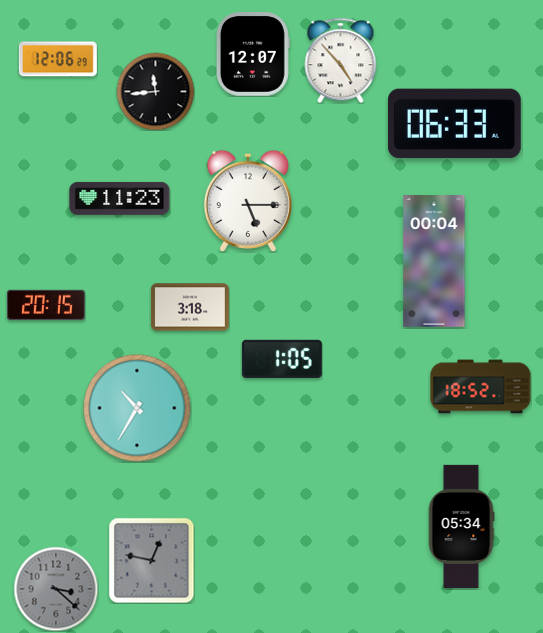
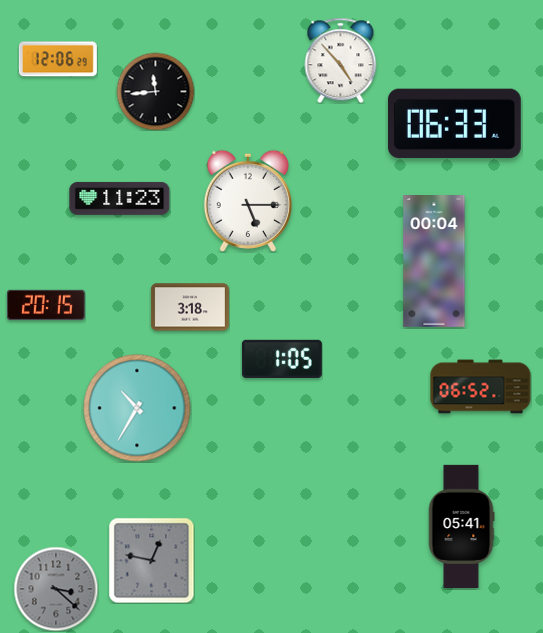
clock at (253, 54): 12:07 -> none
clock at (481, 387): 18:52 -> 06:52
clock at (461, 526): 05:34 -> 05:41
